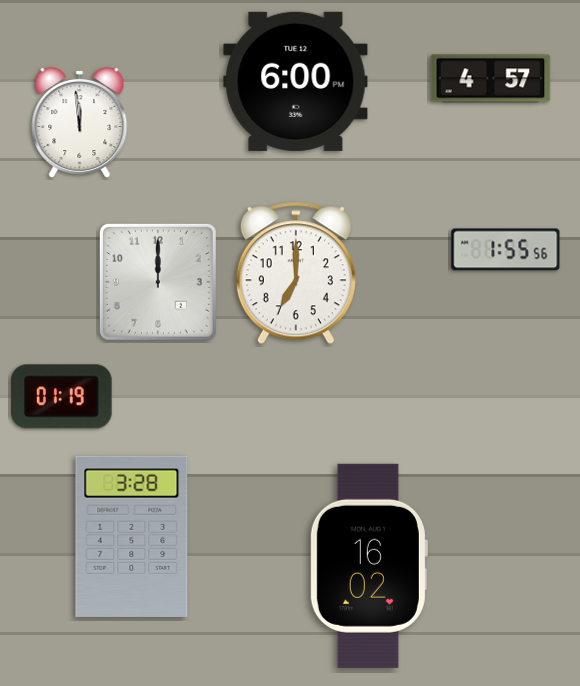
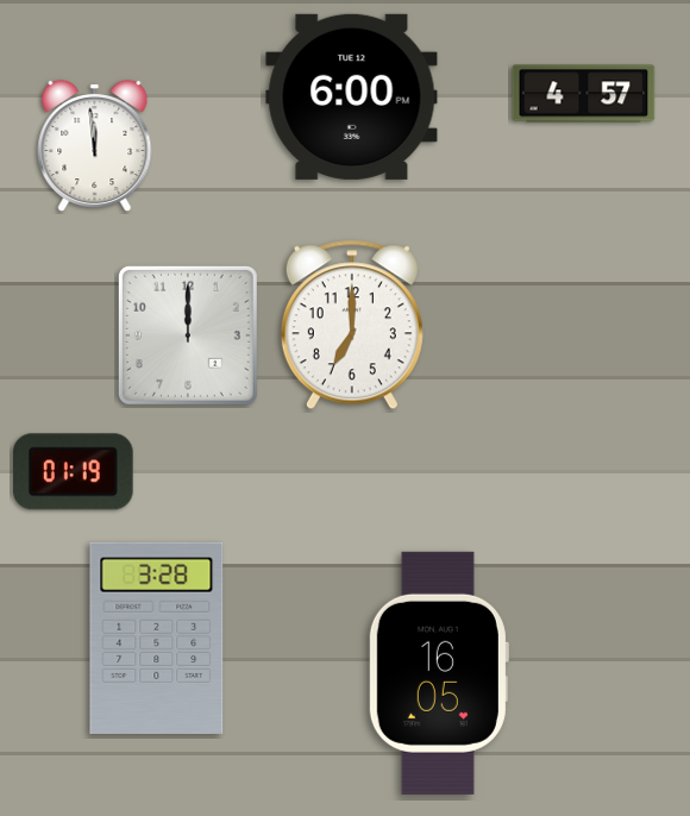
clock at (506, 250): 1:55 -> none
clock at (368, 566): 16:02 -> 16:05
